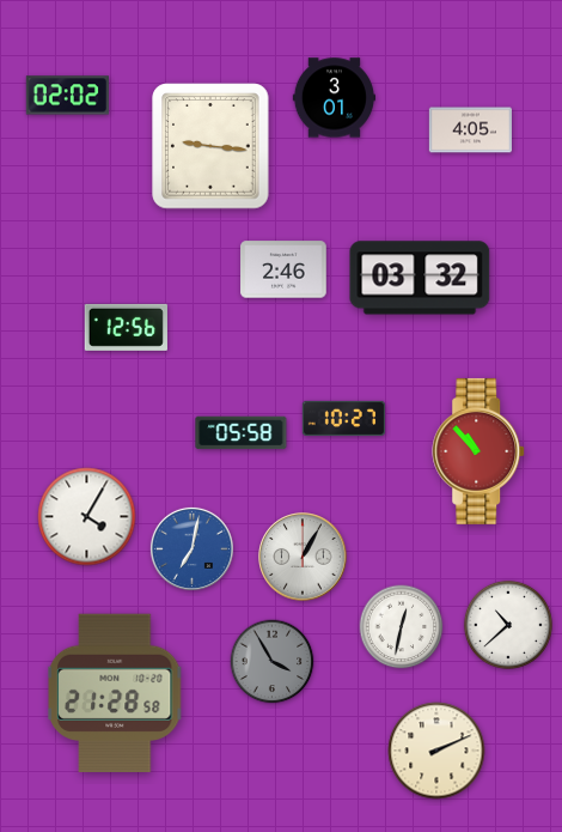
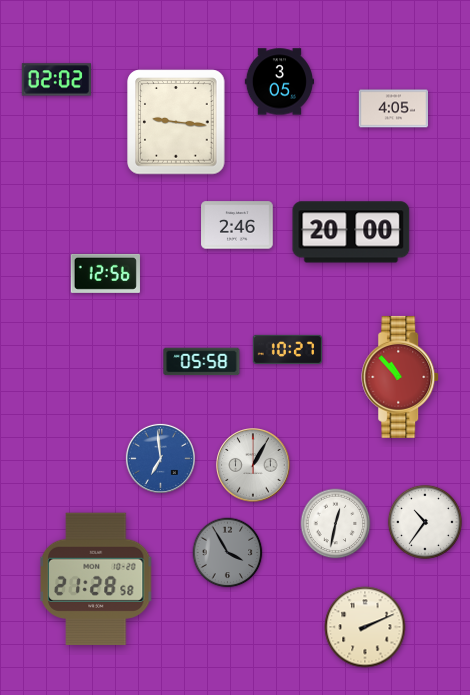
clock at (334, 98): 3:01 -> 3:05
clock at (420, 278): 03:32 -> 20:00
clock at (87, 517): 4:05 -> none
clock at (191, 548): 7:02 -> 6:59
clock at (508, 625): 10:38 -> 10:36
